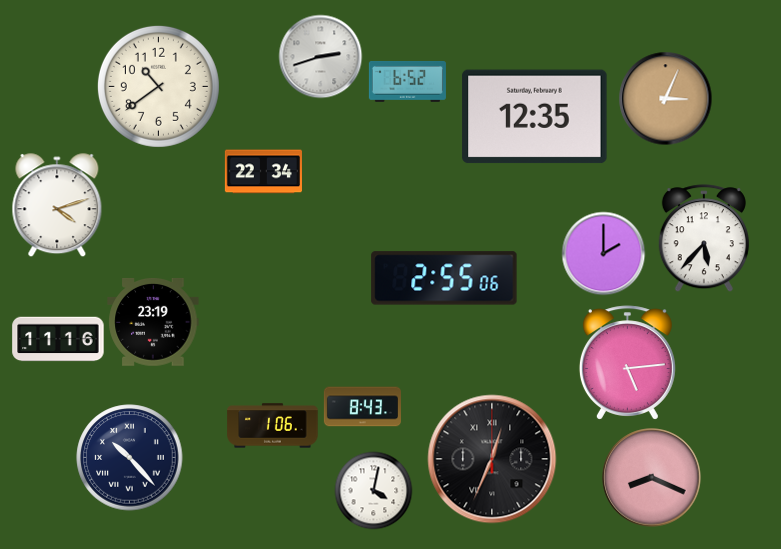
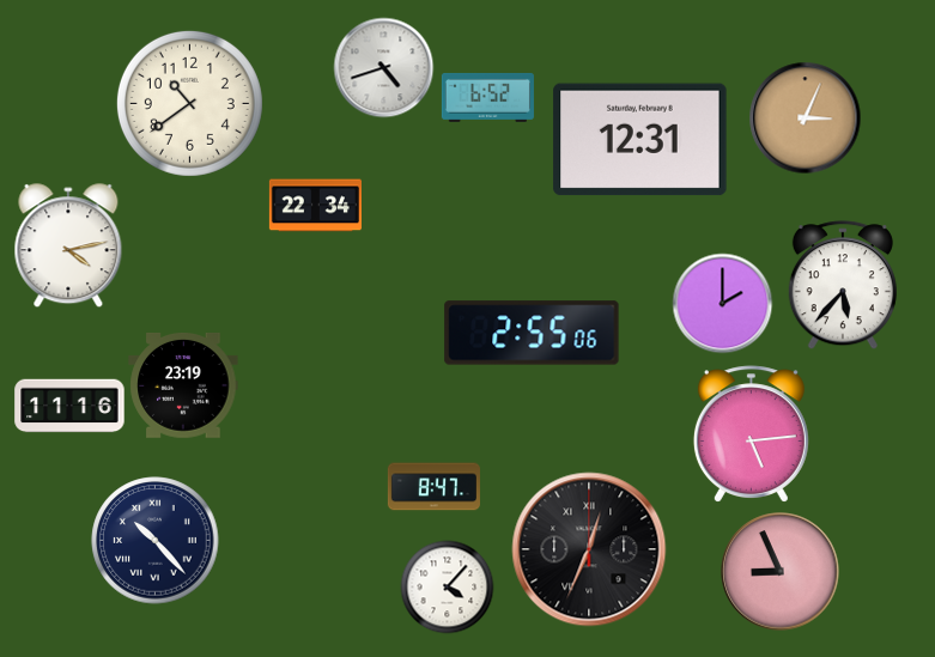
clock at (320, 56): 2:42 -> 4:42
clock at (665, 98) position: (665, 98) -> (805, 117)
clock at (535, 117): 12:35 -> 12:31
clock at (57, 205): 4:12 -> 4:13
clock at (362, 407): 8:43 -> 8:47
clock at (273, 426): 1:06 -> none
clock at (130, 458) position: (130, 458) -> (156, 541)
clock at (652, 478): 8:19 -> 8:56
clock at (373, 490): 4:02 -> 4:07
